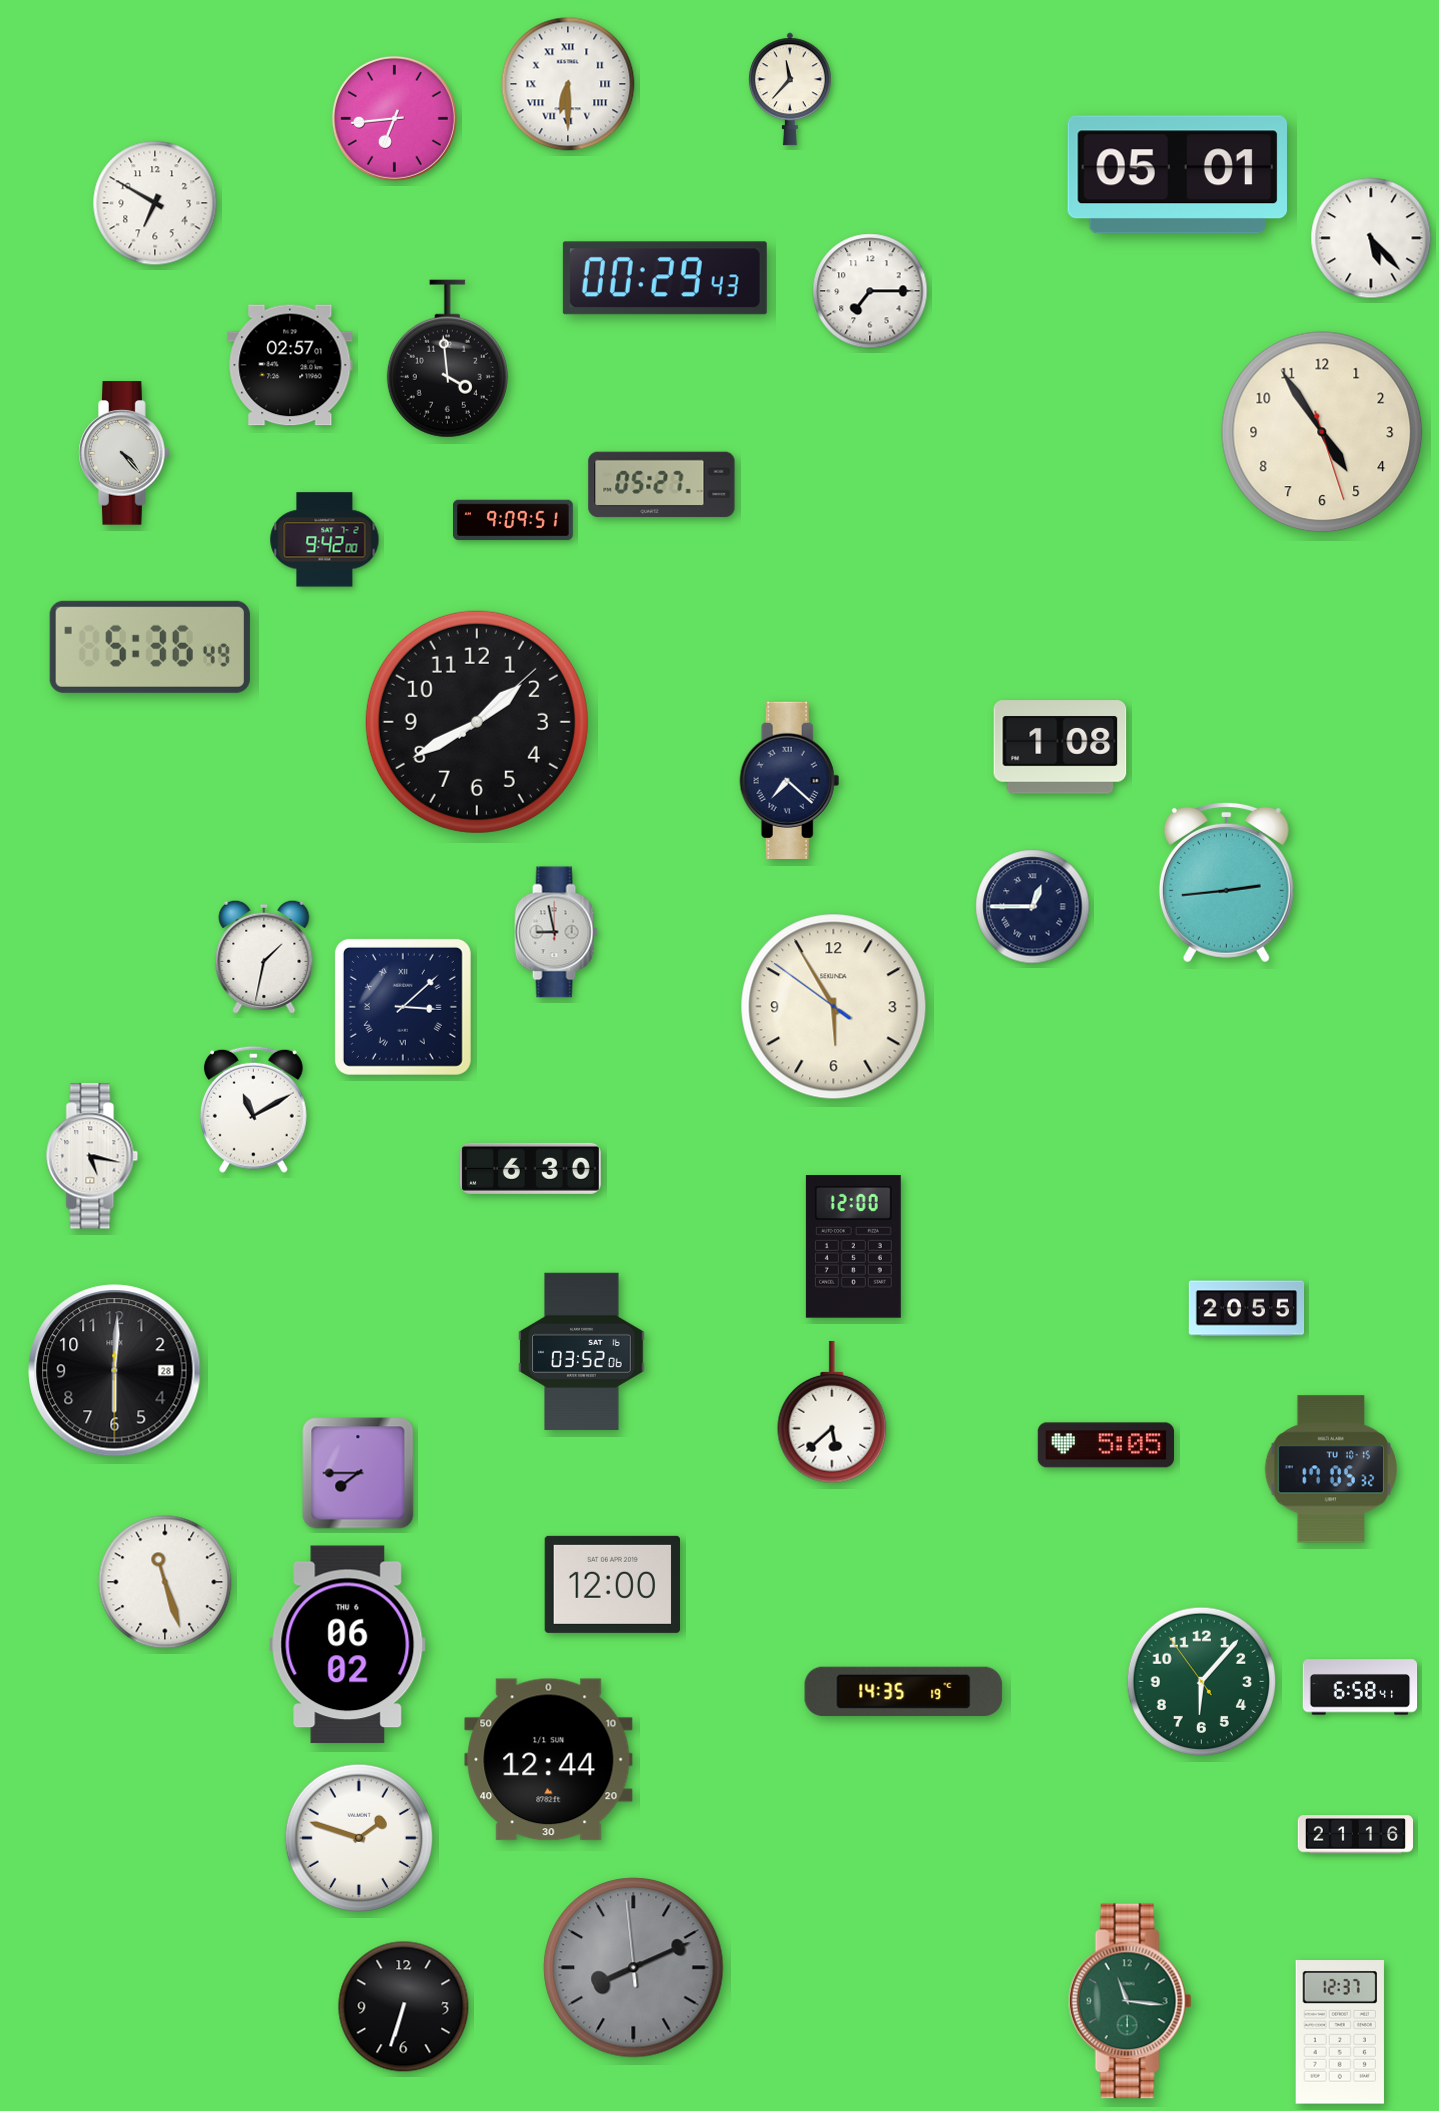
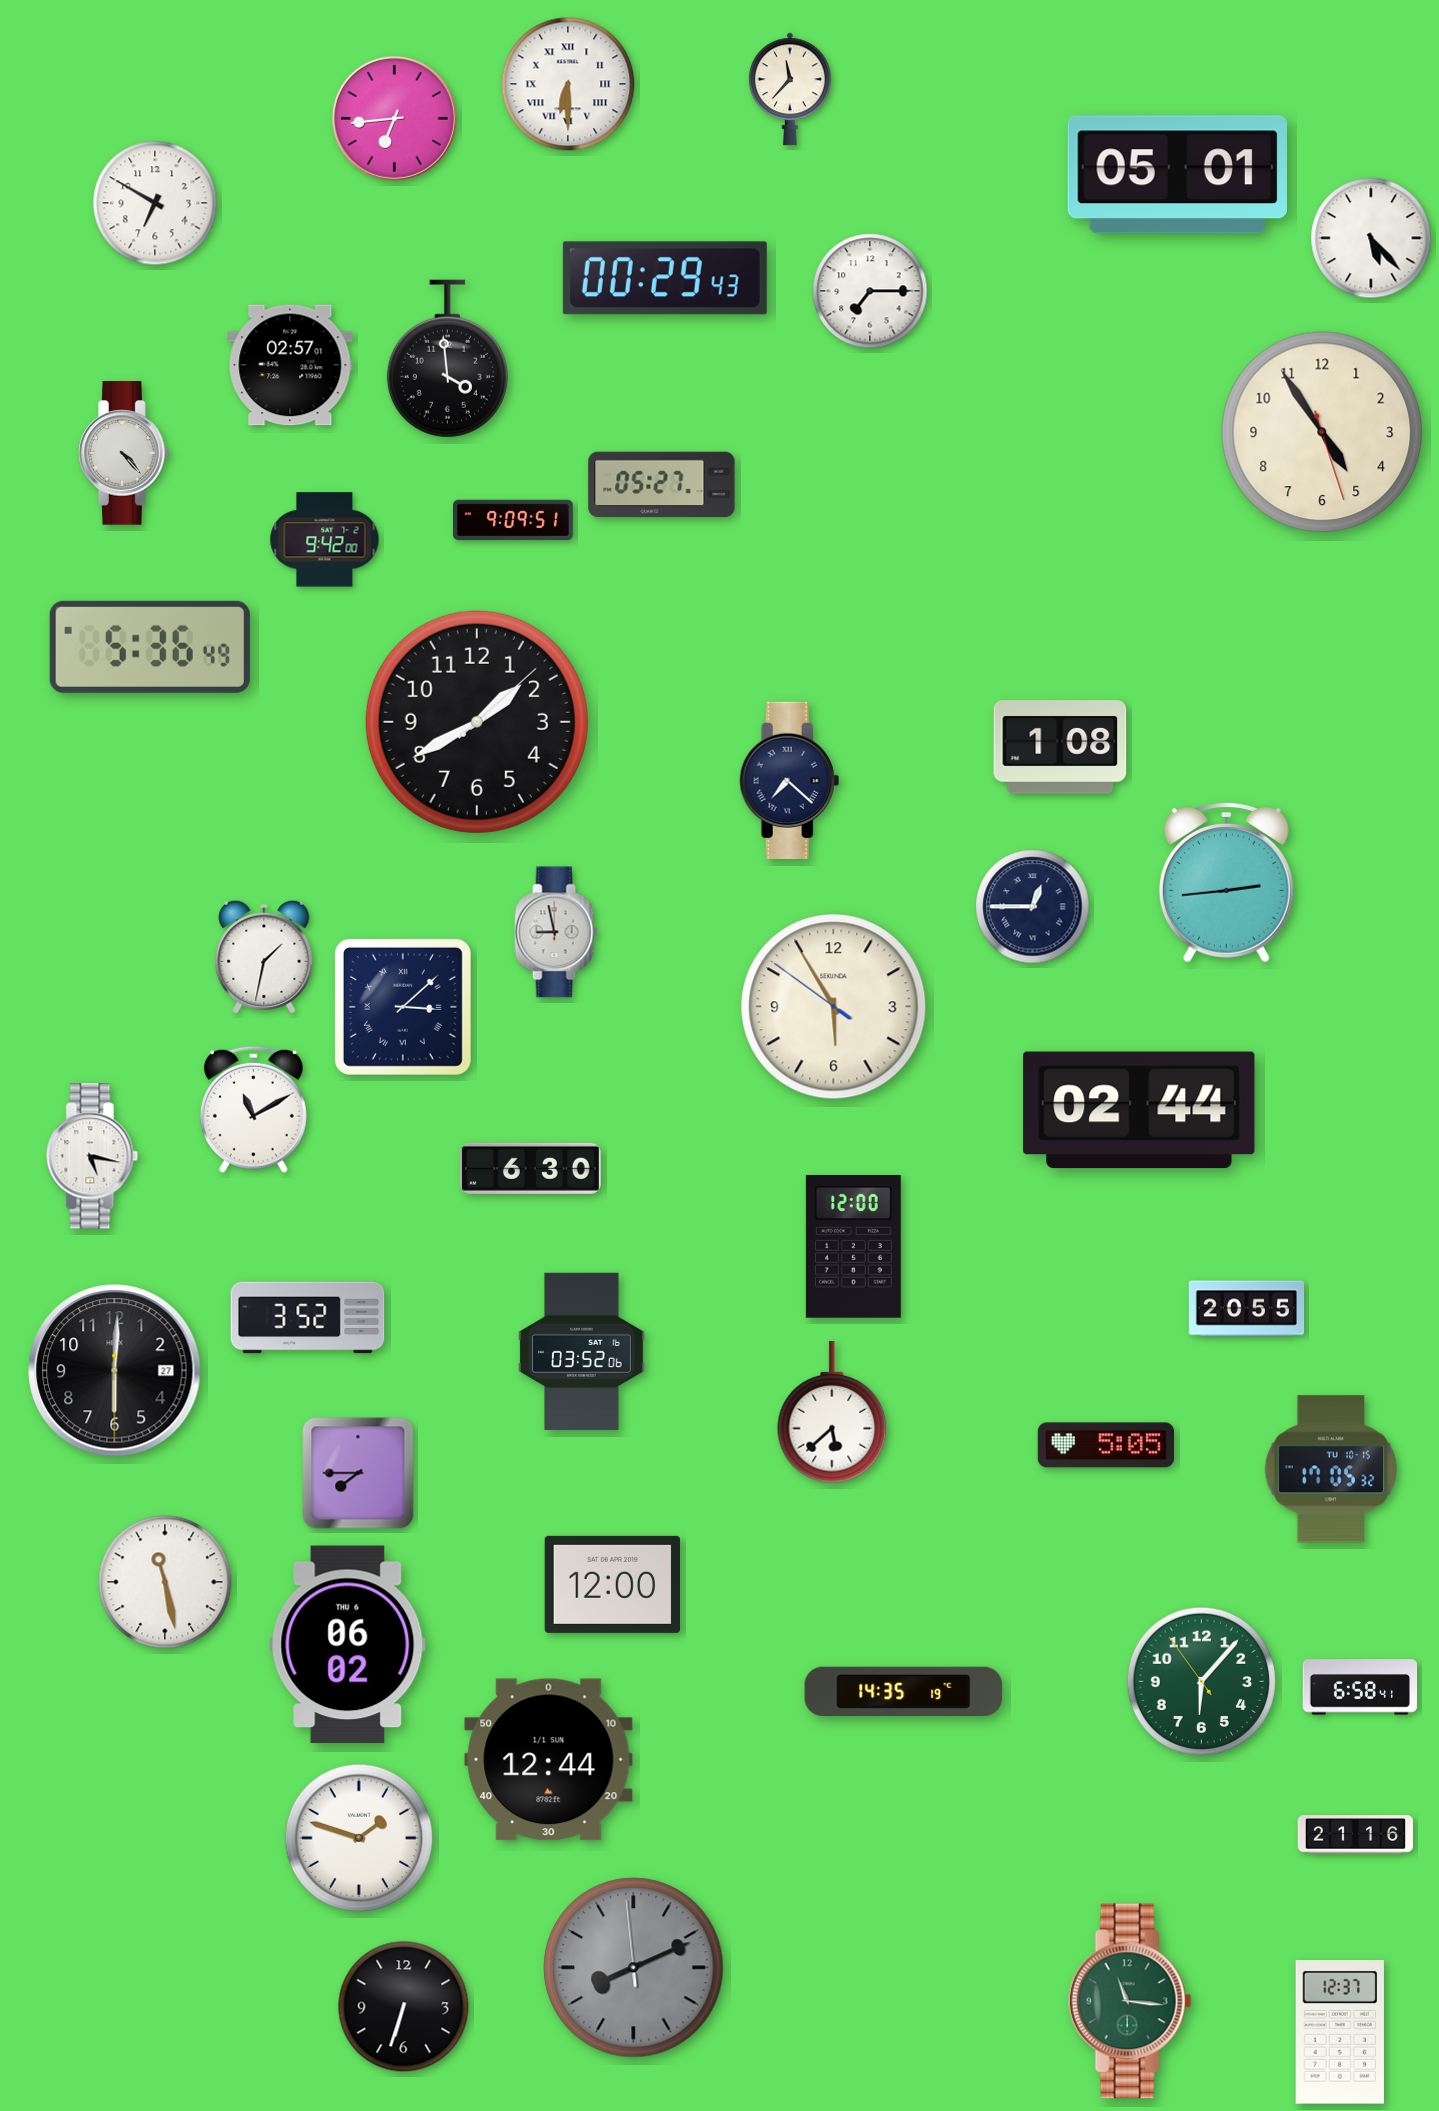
clock at (1139, 1110): none -> 02:44
clock at (308, 1318): none -> 3:52
clock at (115, 1371) date: 28 -> 27
clock at (165, 1582): 11:27 -> 11:28
